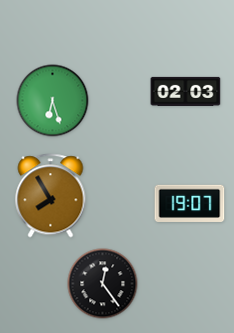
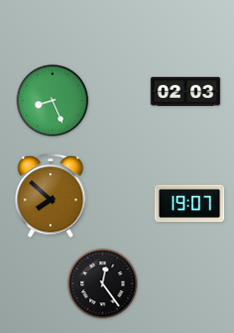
clock at (53, 101): 6:27 -> 8:26
clock at (51, 196): 7:55 -> 7:52
